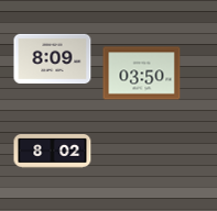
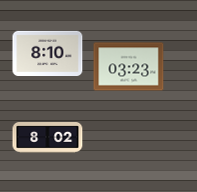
clock at (53, 59): 8:09 -> 8:10
clock at (142, 74): 03:50 -> 03:23
